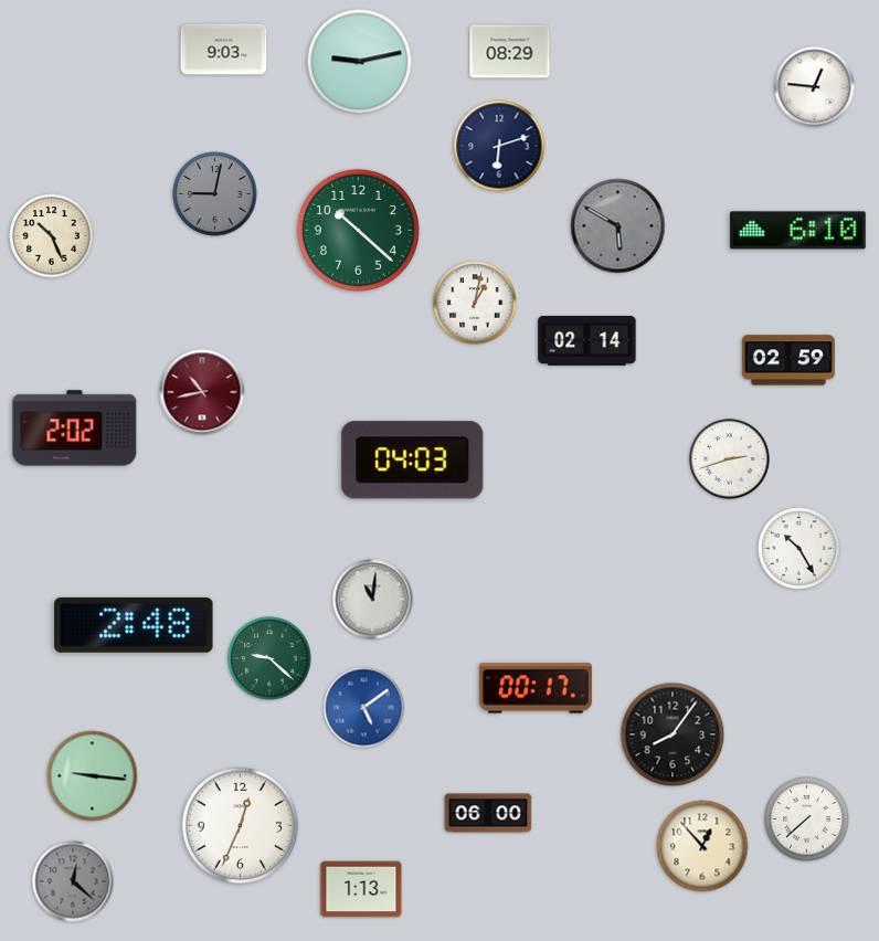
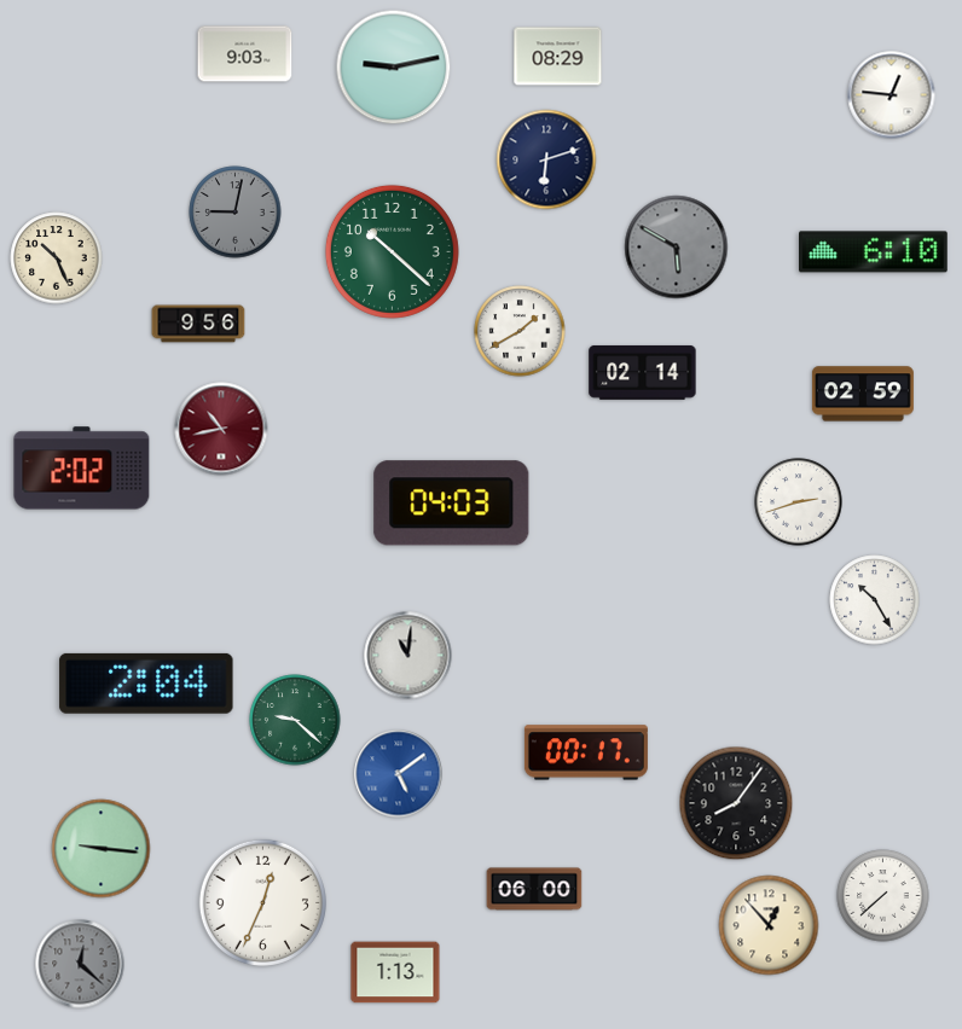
clock at (198, 324): none -> 9:56
clock at (475, 303): 1:02 -> 1:40
clock at (134, 625): 2:48 -> 2:04
